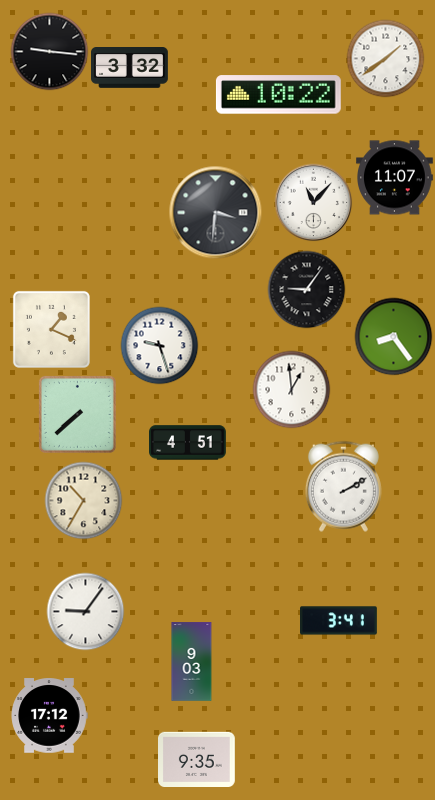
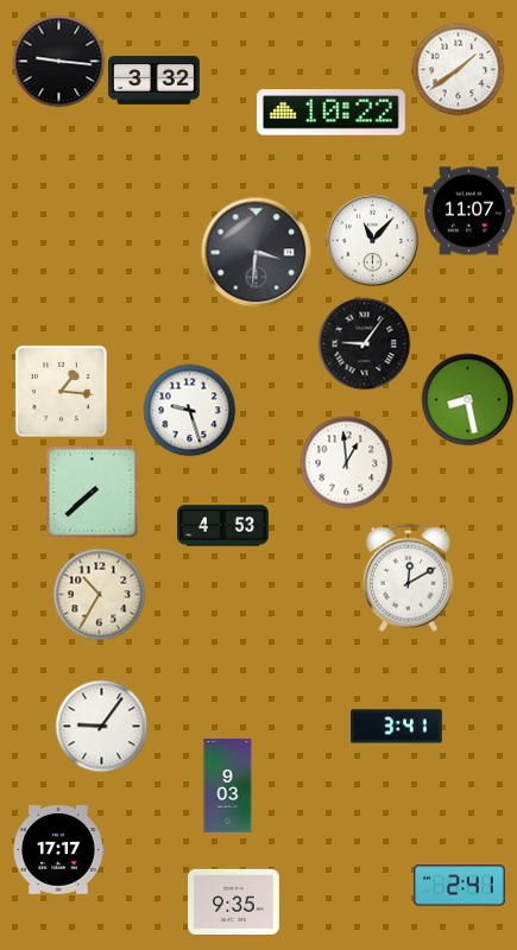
clock at (51, 329): 1:19 -> 1:16
clock at (393, 336): 8:24 -> 8:28
clock at (188, 443): 4:51 -> 4:53
clock at (343, 486): 2:10 -> 12:10
clock at (339, 621) position: (339, 621) -> (397, 727)
clock at (49, 716): 17:12 -> 17:17
clock at (460, 886): none -> 2:41
